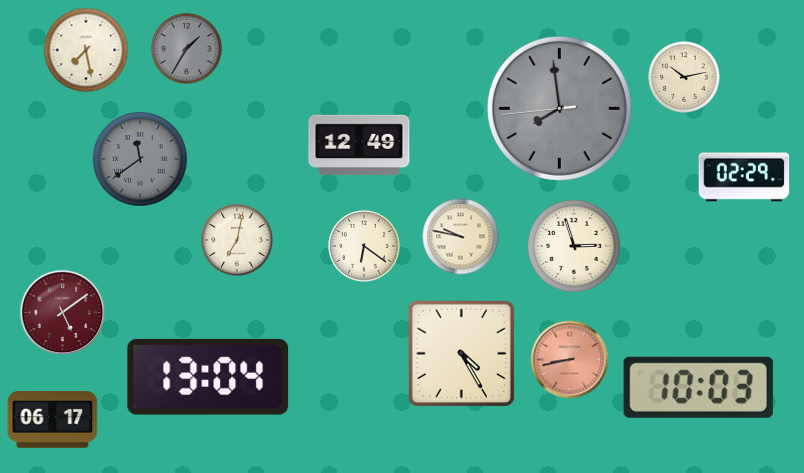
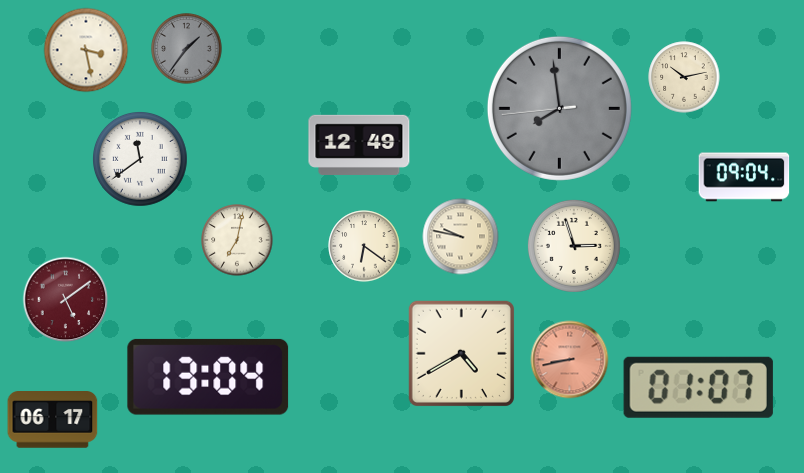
clock at (187, 49): 1:35 -> 1:36
clock at (86, 50): 7:28 -> 3:28
clock at (141, 160) dial: grey -> white
clock at (744, 177): 02:29 -> 09:04
clock at (63, 313) position: (63, 313) -> (66, 300)
clock at (461, 353): 4:25 -> 4:40
clock at (698, 387): 10:03 -> 01:07
